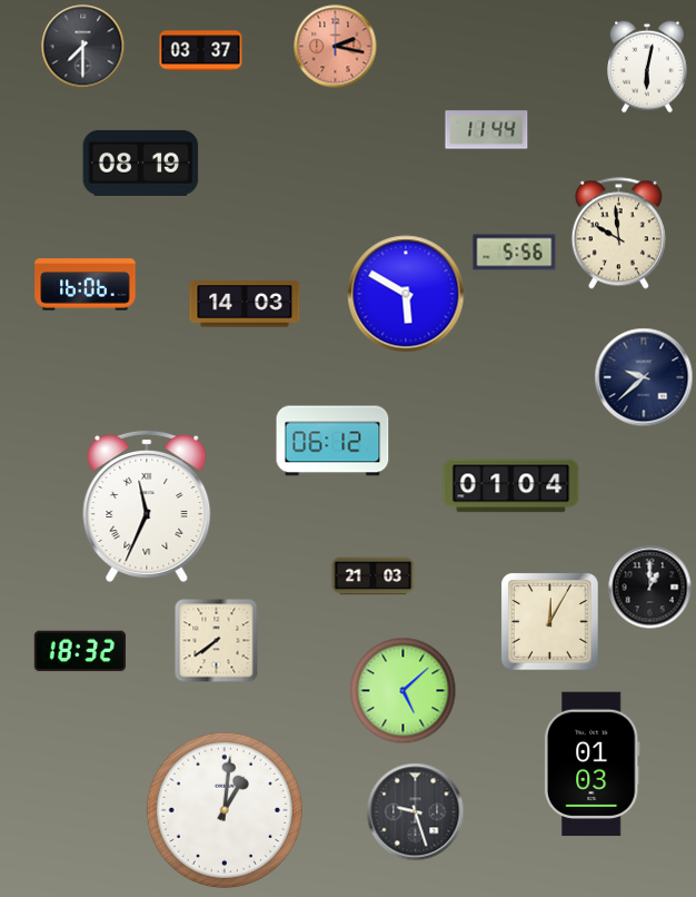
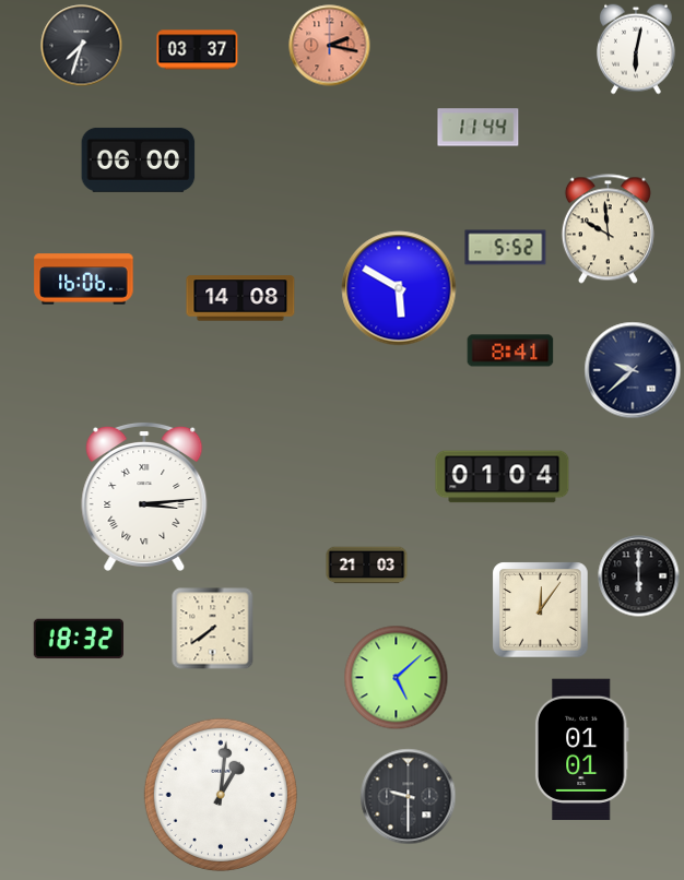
clock at (83, 47): 7:30 -> 7:33
clock at (648, 67) position: (648, 67) -> (637, 49)
clock at (141, 162): 08:19 -> 06:00
clock at (515, 253): 5:56 -> 5:52
clock at (245, 304): 14:03 -> 14:08
clock at (510, 350): none -> 8:41
clock at (332, 441): 06:12 -> none
clock at (147, 505): 11:34 -> 3:14
clock at (650, 588): 1:00 -> 6:00
clock at (550, 622): 12:05 -> 12:06
clock at (591, 765): 01:03 -> 01:01
clock at (416, 812): 9:27 -> 9:30
